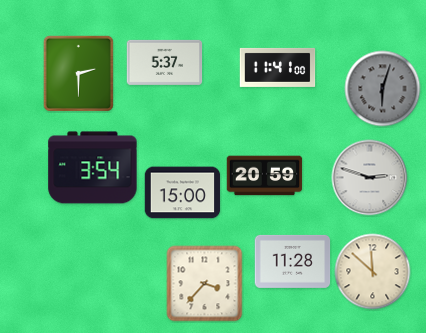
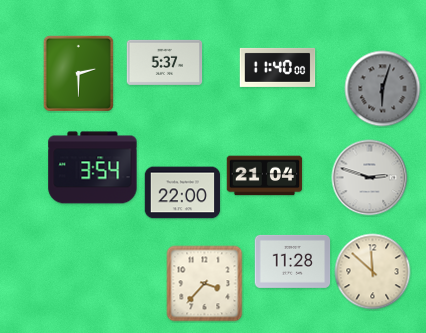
clock at (278, 67): 11:41 -> 11:40
clock at (265, 176): 20:59 -> 21:04
clock at (183, 193): 15:00 -> 22:00
